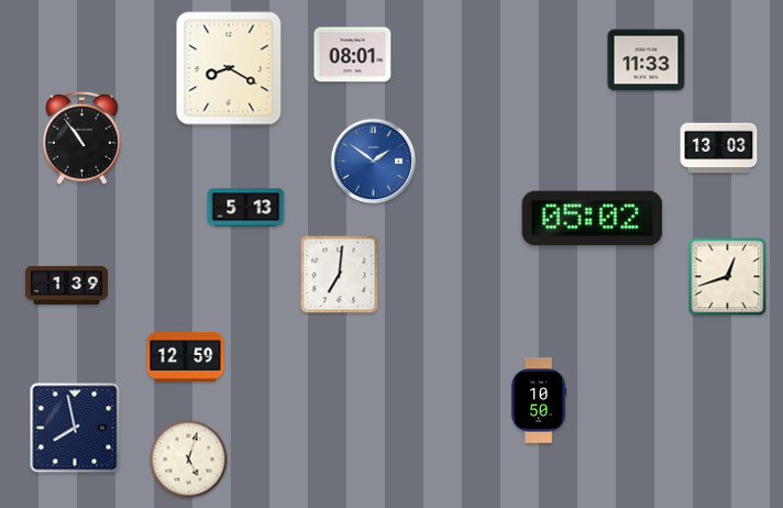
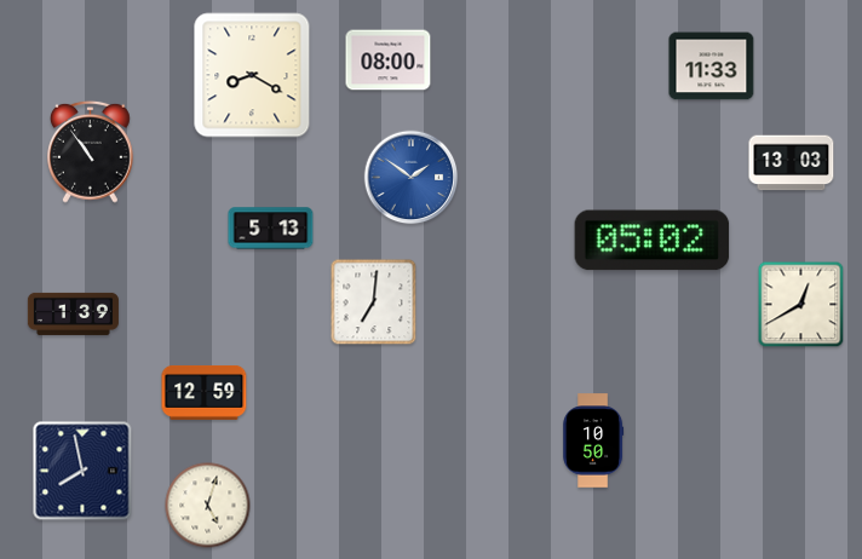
clock at (353, 55): 08:01 -> 08:00
clock at (728, 277): 12:42 -> 12:40
